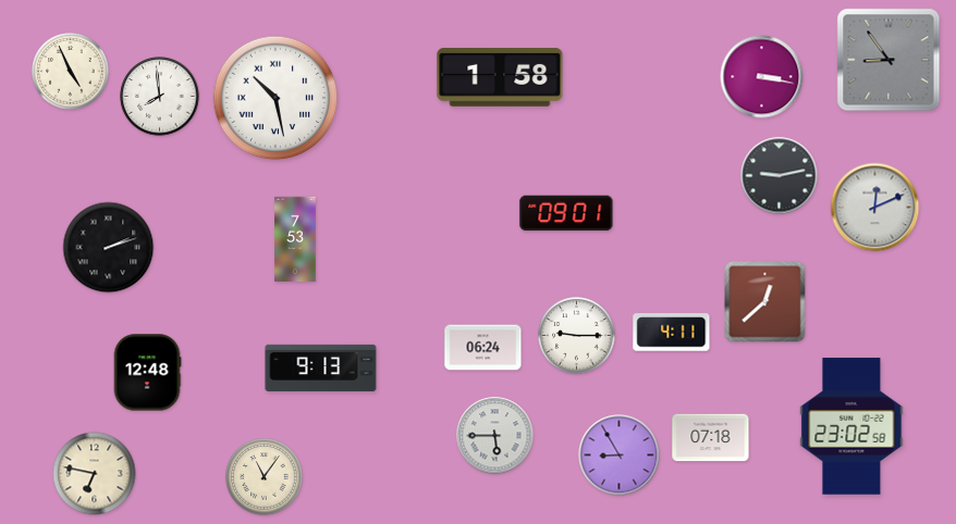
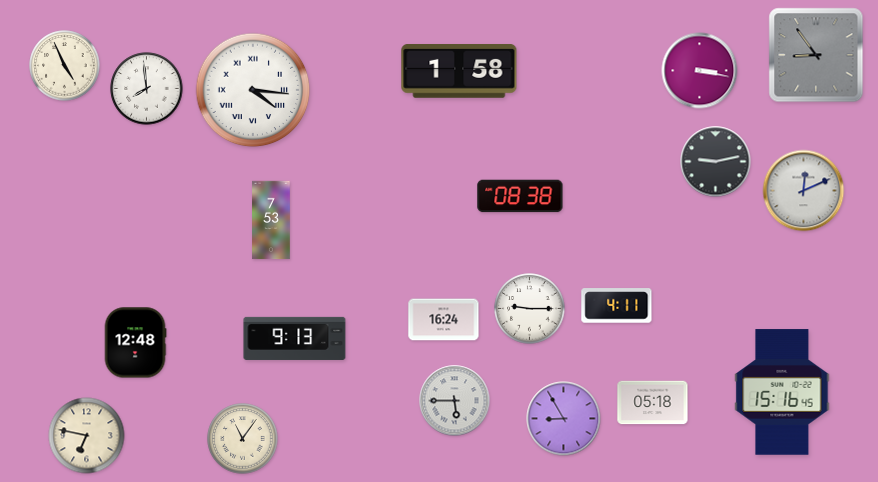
clock at (275, 98): 10:28 -> 4:16
clock at (566, 213): 09:01 -> 08:38
clock at (109, 248): 2:12 -> none
clock at (765, 302): 12:38 -> none
clock at (483, 348): 06:24 -> 16:24
clock at (851, 426): 23:02 -> 15:16
clock at (711, 438): 07:18 -> 05:18
clock at (620, 456) position: (620, 456) -> (564, 419)
